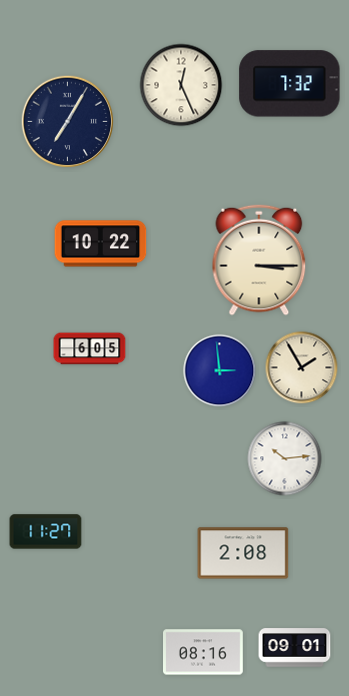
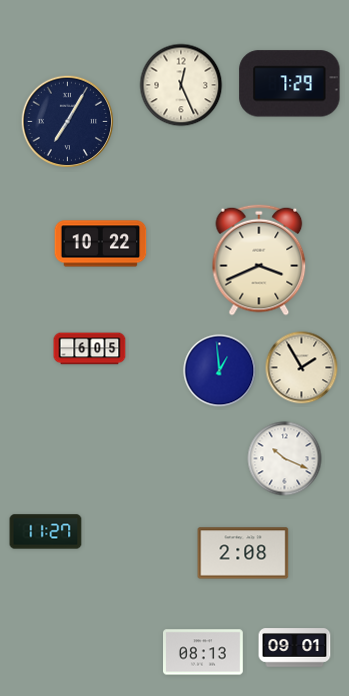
clock at (290, 84): 7:32 -> 7:29
clock at (259, 260): 3:15 -> 3:41
clock at (220, 371): 2:59 -> 12:59
clock at (285, 459): 10:14 -> 10:19
clock at (204, 652): 08:16 -> 08:13
